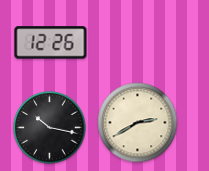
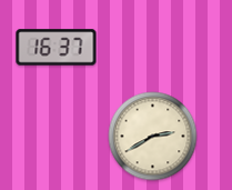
clock at (51, 43): 12:26 -> 16:37
clock at (50, 128): 10:17 -> none
